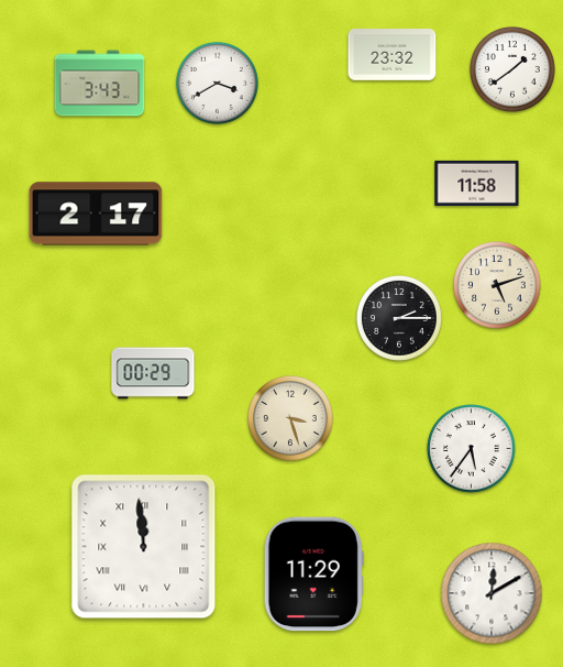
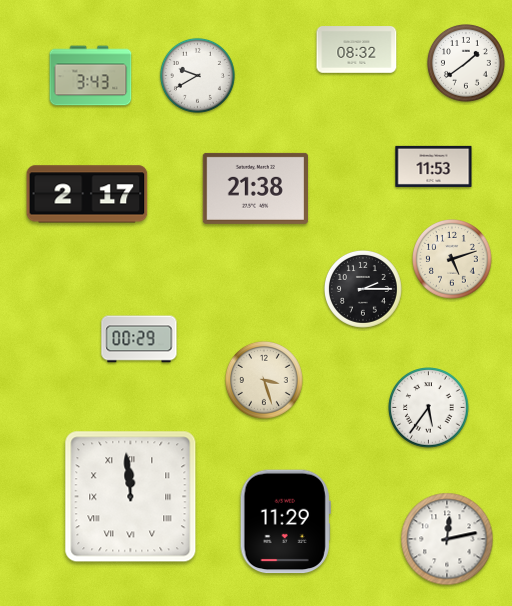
clock at (393, 55): 23:32 -> 08:32
clock at (217, 83): 3:40 -> 9:40
clock at (477, 183): 11:58 -> 11:53
clock at (255, 188): none -> 21:38
clock at (492, 593): 12:10 -> 12:13
